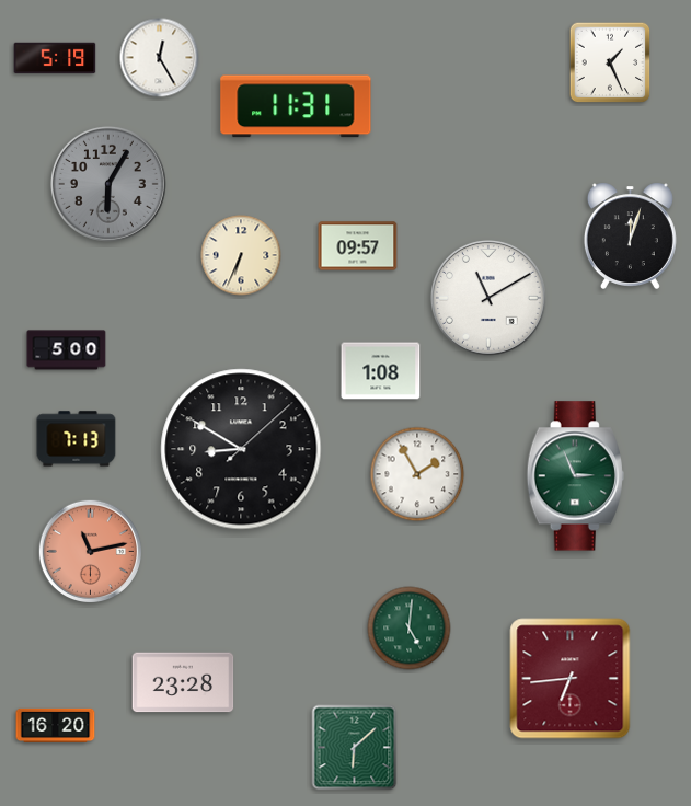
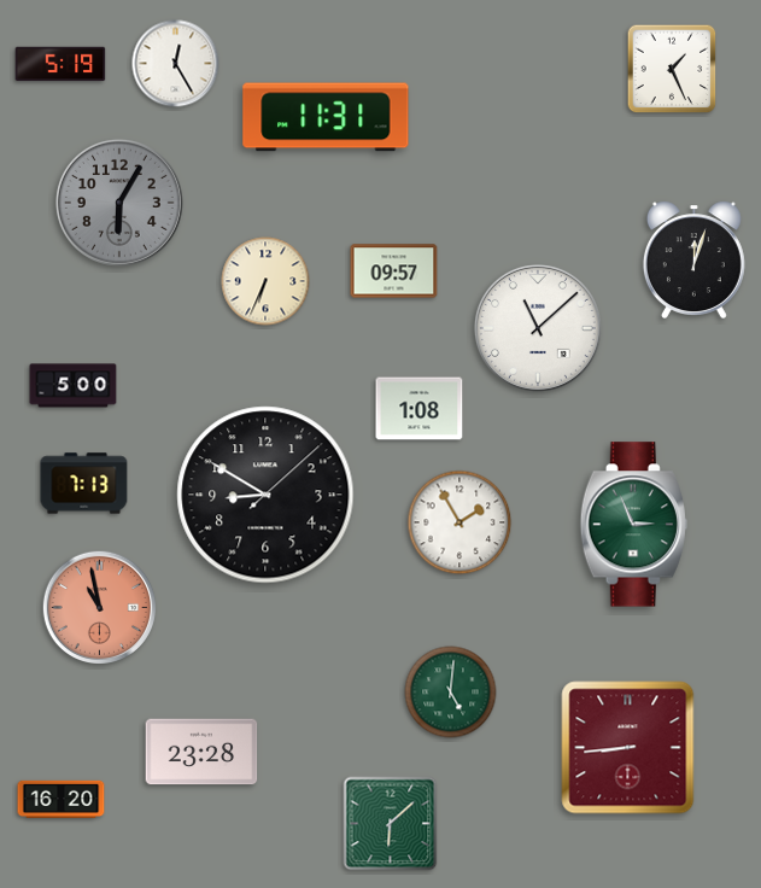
clock at (488, 298): 11:10 -> 11:08
clock at (90, 551): 11:13 -> 10:58
clock at (571, 679): 6:44 -> 8:44
